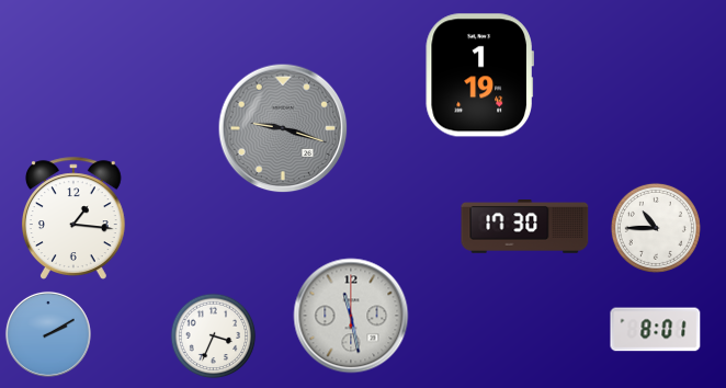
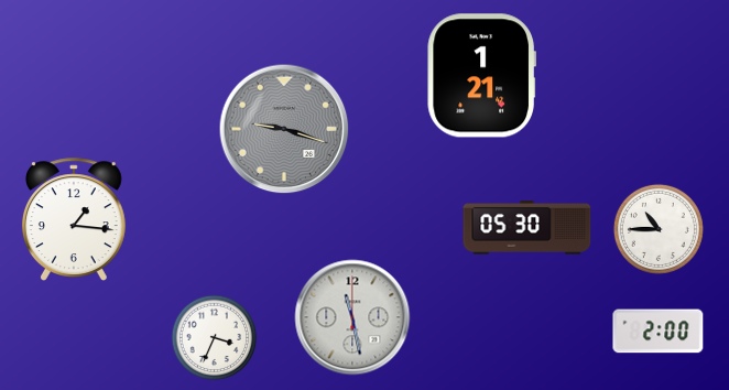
clock at (479, 76): 1:19 -> 1:21
clock at (525, 227): 17:30 -> 05:30
clock at (656, 330): 8:01 -> 2:00
clock at (48, 334): 2:10 -> none
